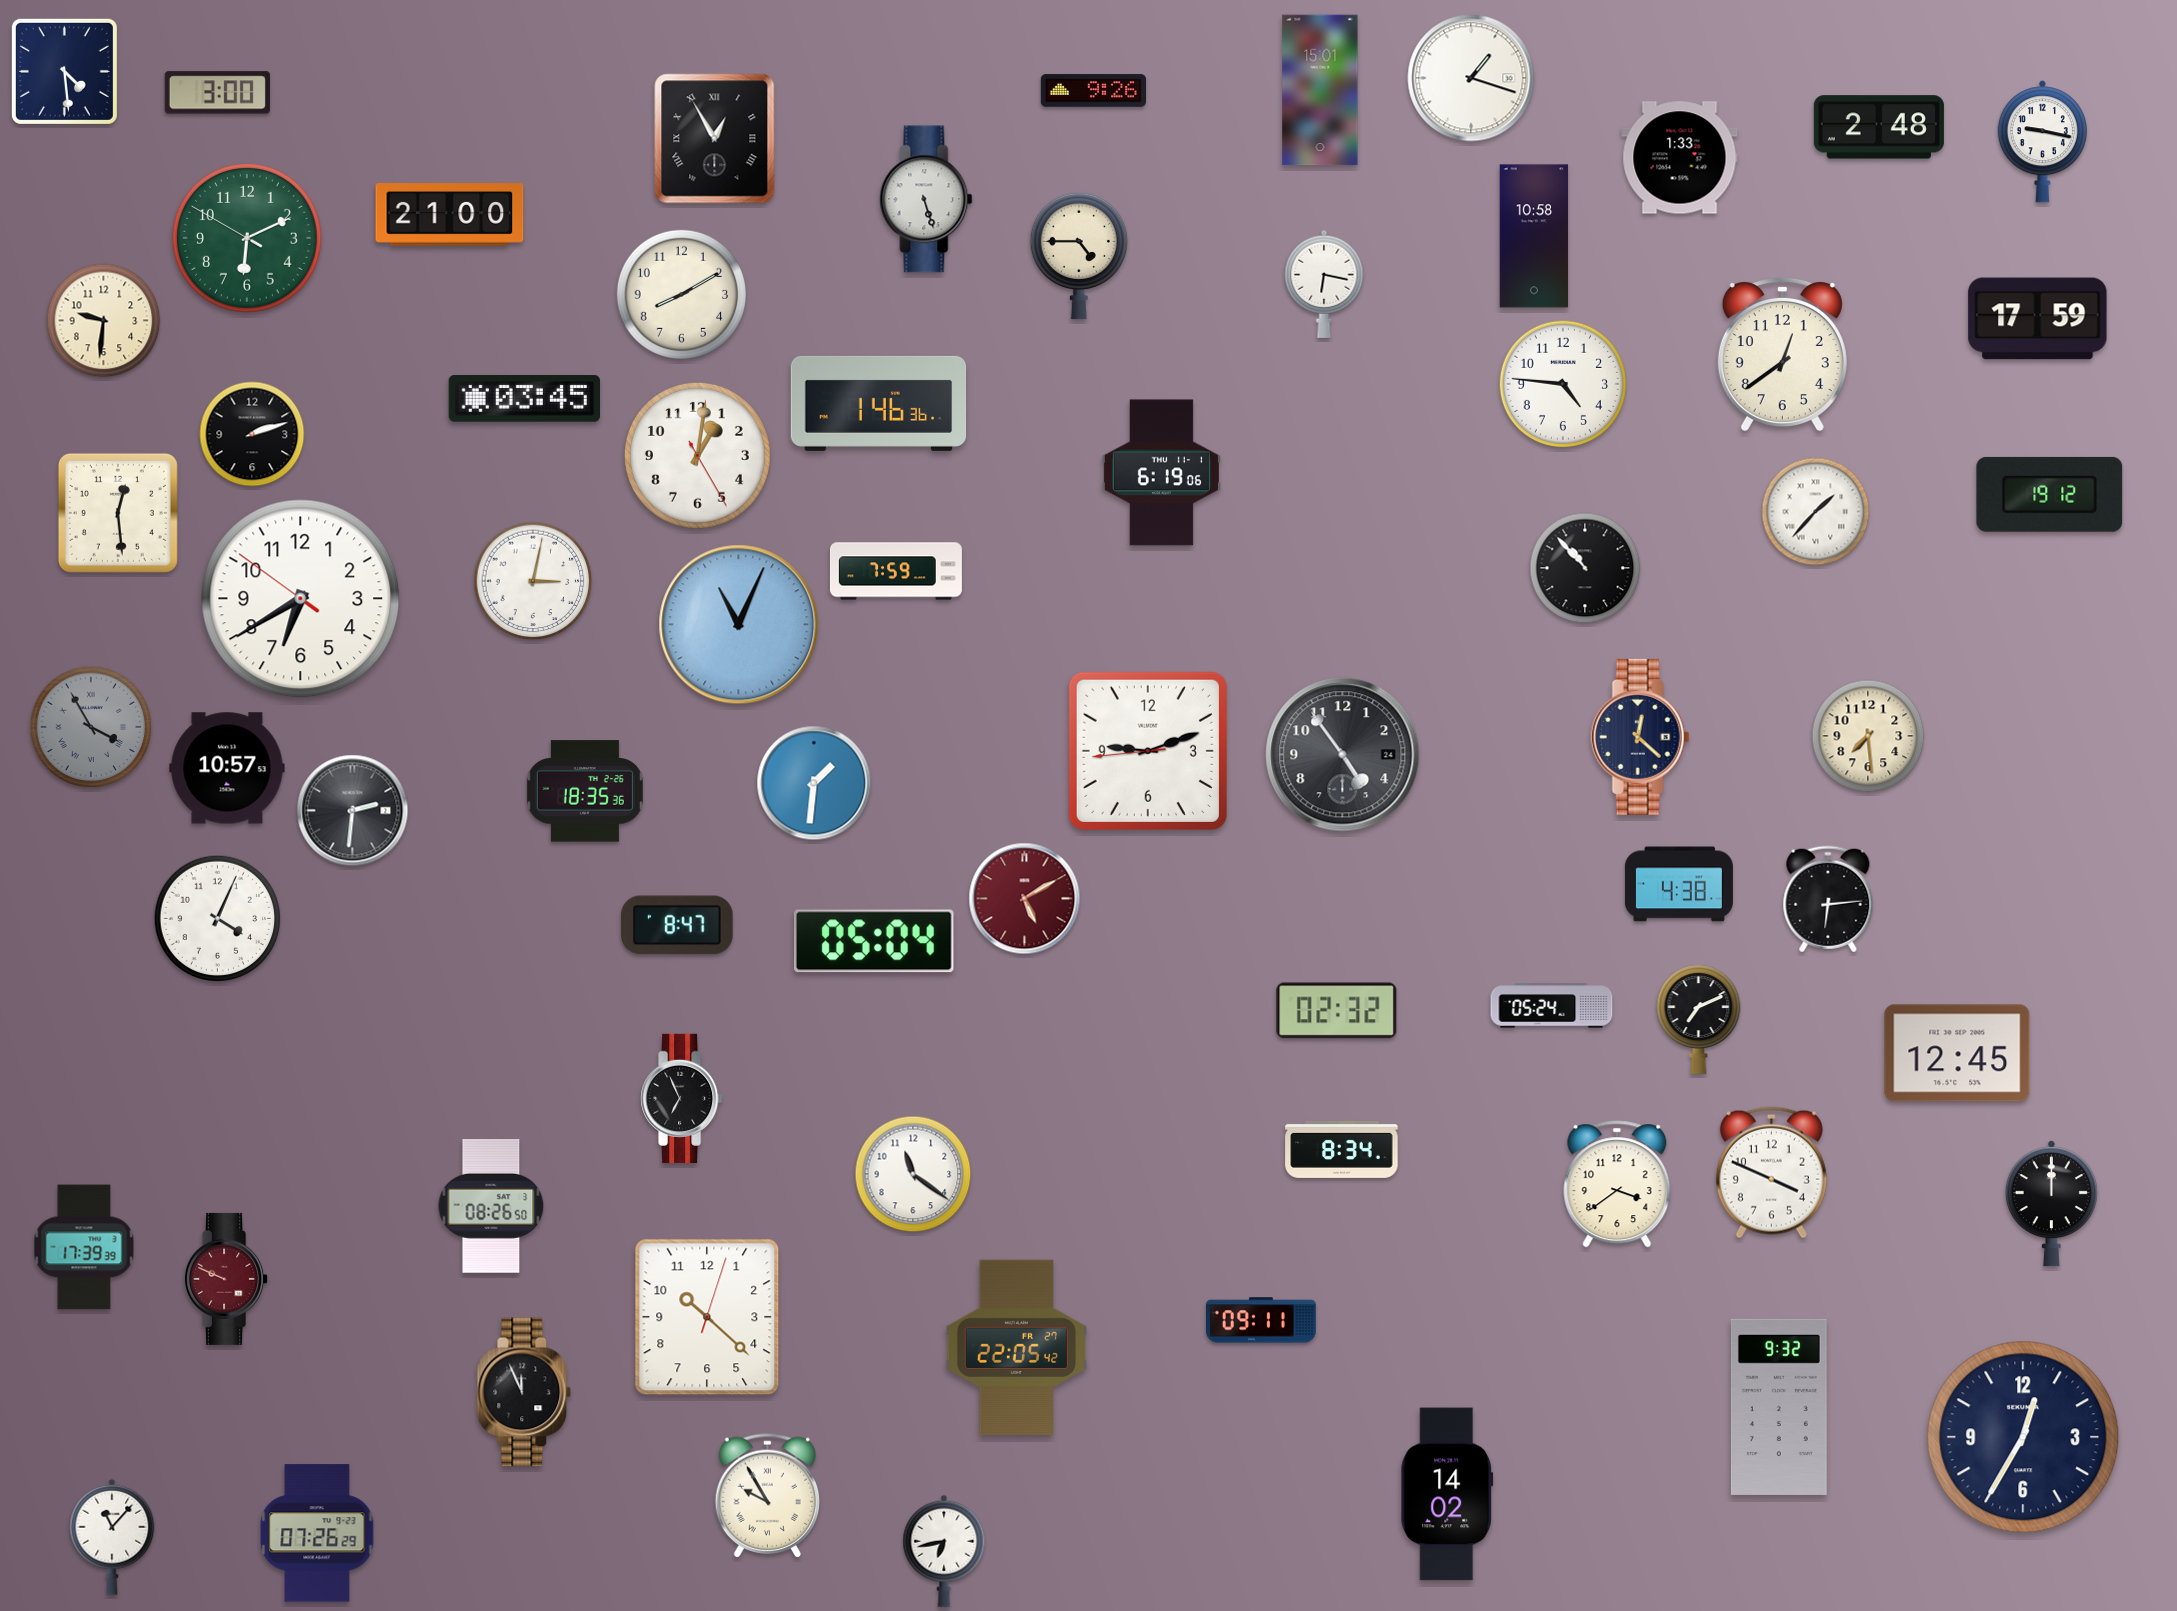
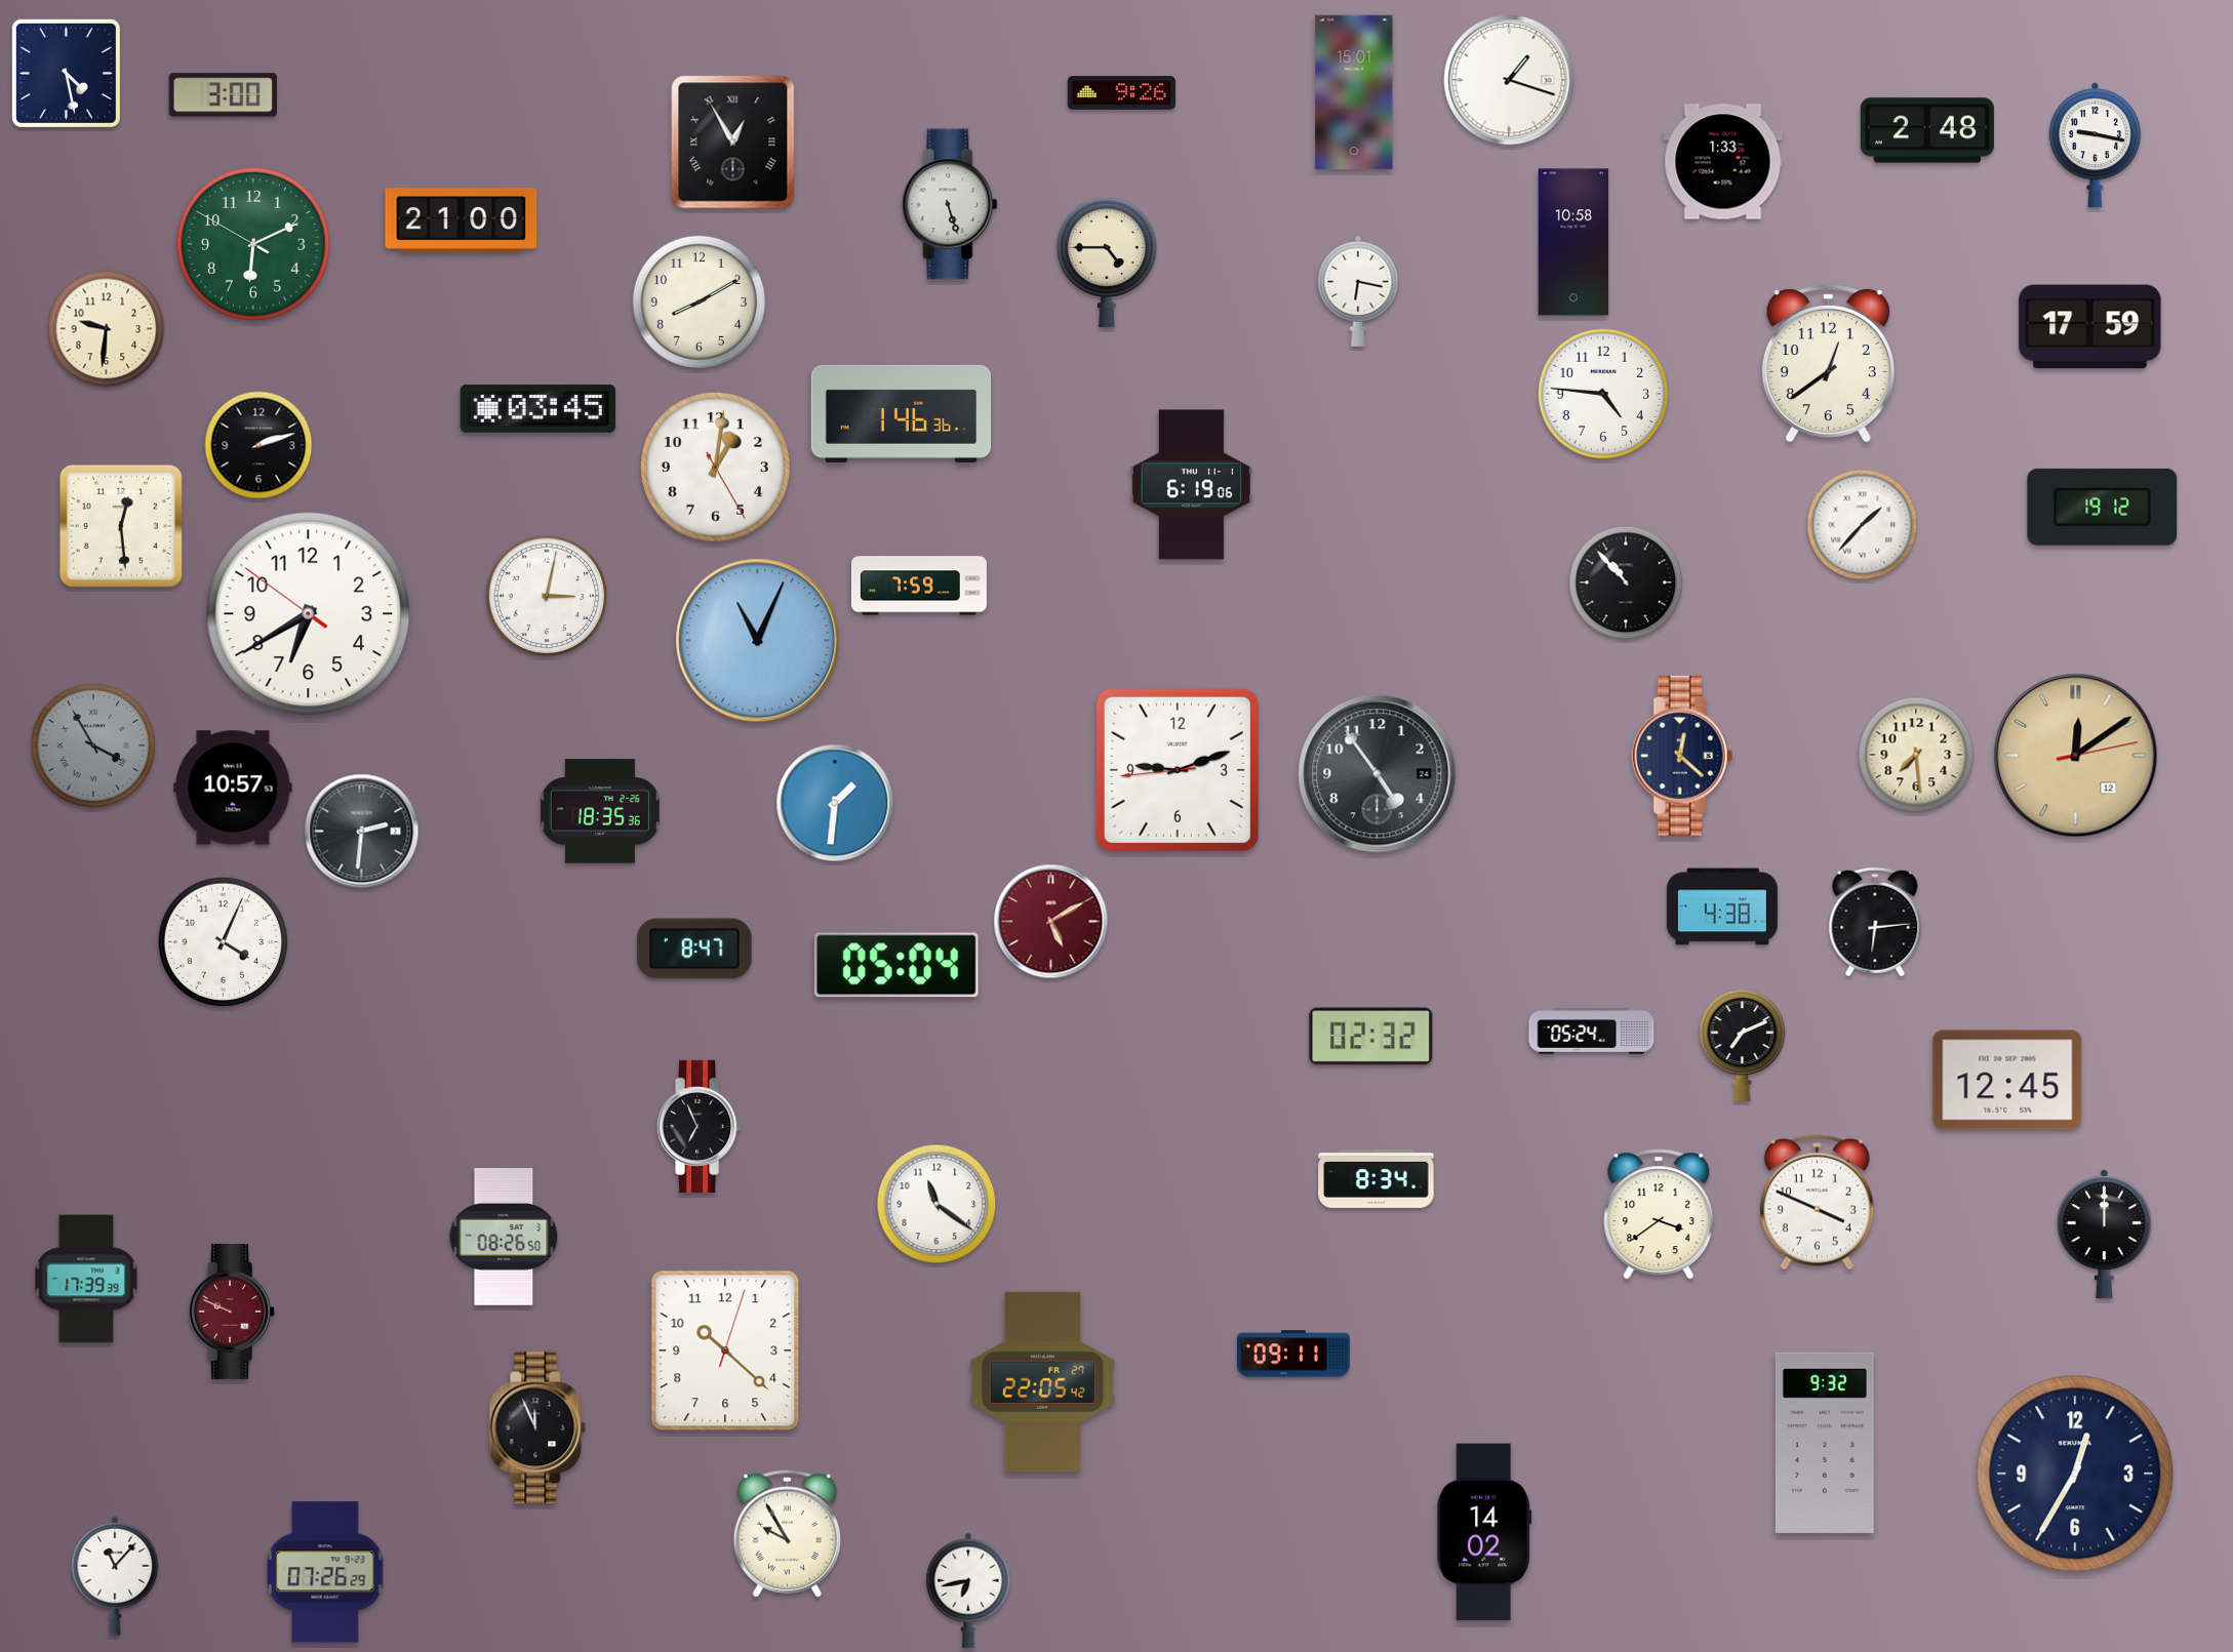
clock at (64, 71): 4:29 -> 4:28
clock at (2076, 756): none -> 12:09
